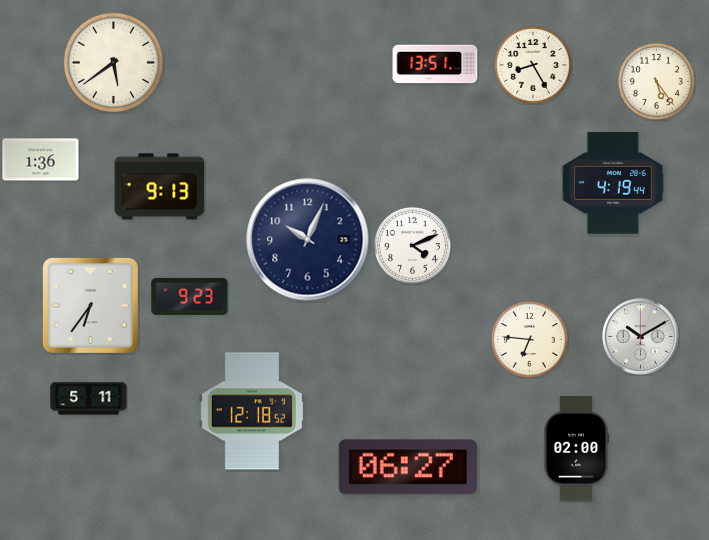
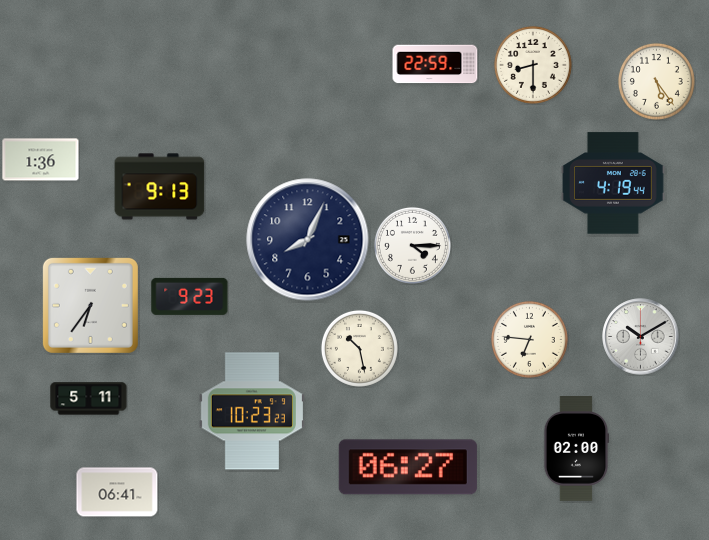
clock at (113, 62): 5:39 -> none
clock at (435, 64): 13:51 -> 22:59
clock at (533, 65): 8:25 -> 8:30
clock at (308, 240): 10:04 -> 8:04
clock at (412, 245): 4:11 -> 4:15
clock at (359, 348): none -> 10:28
clock at (252, 411): 12:18 -> 10:23
clock at (117, 492): none -> 06:41
